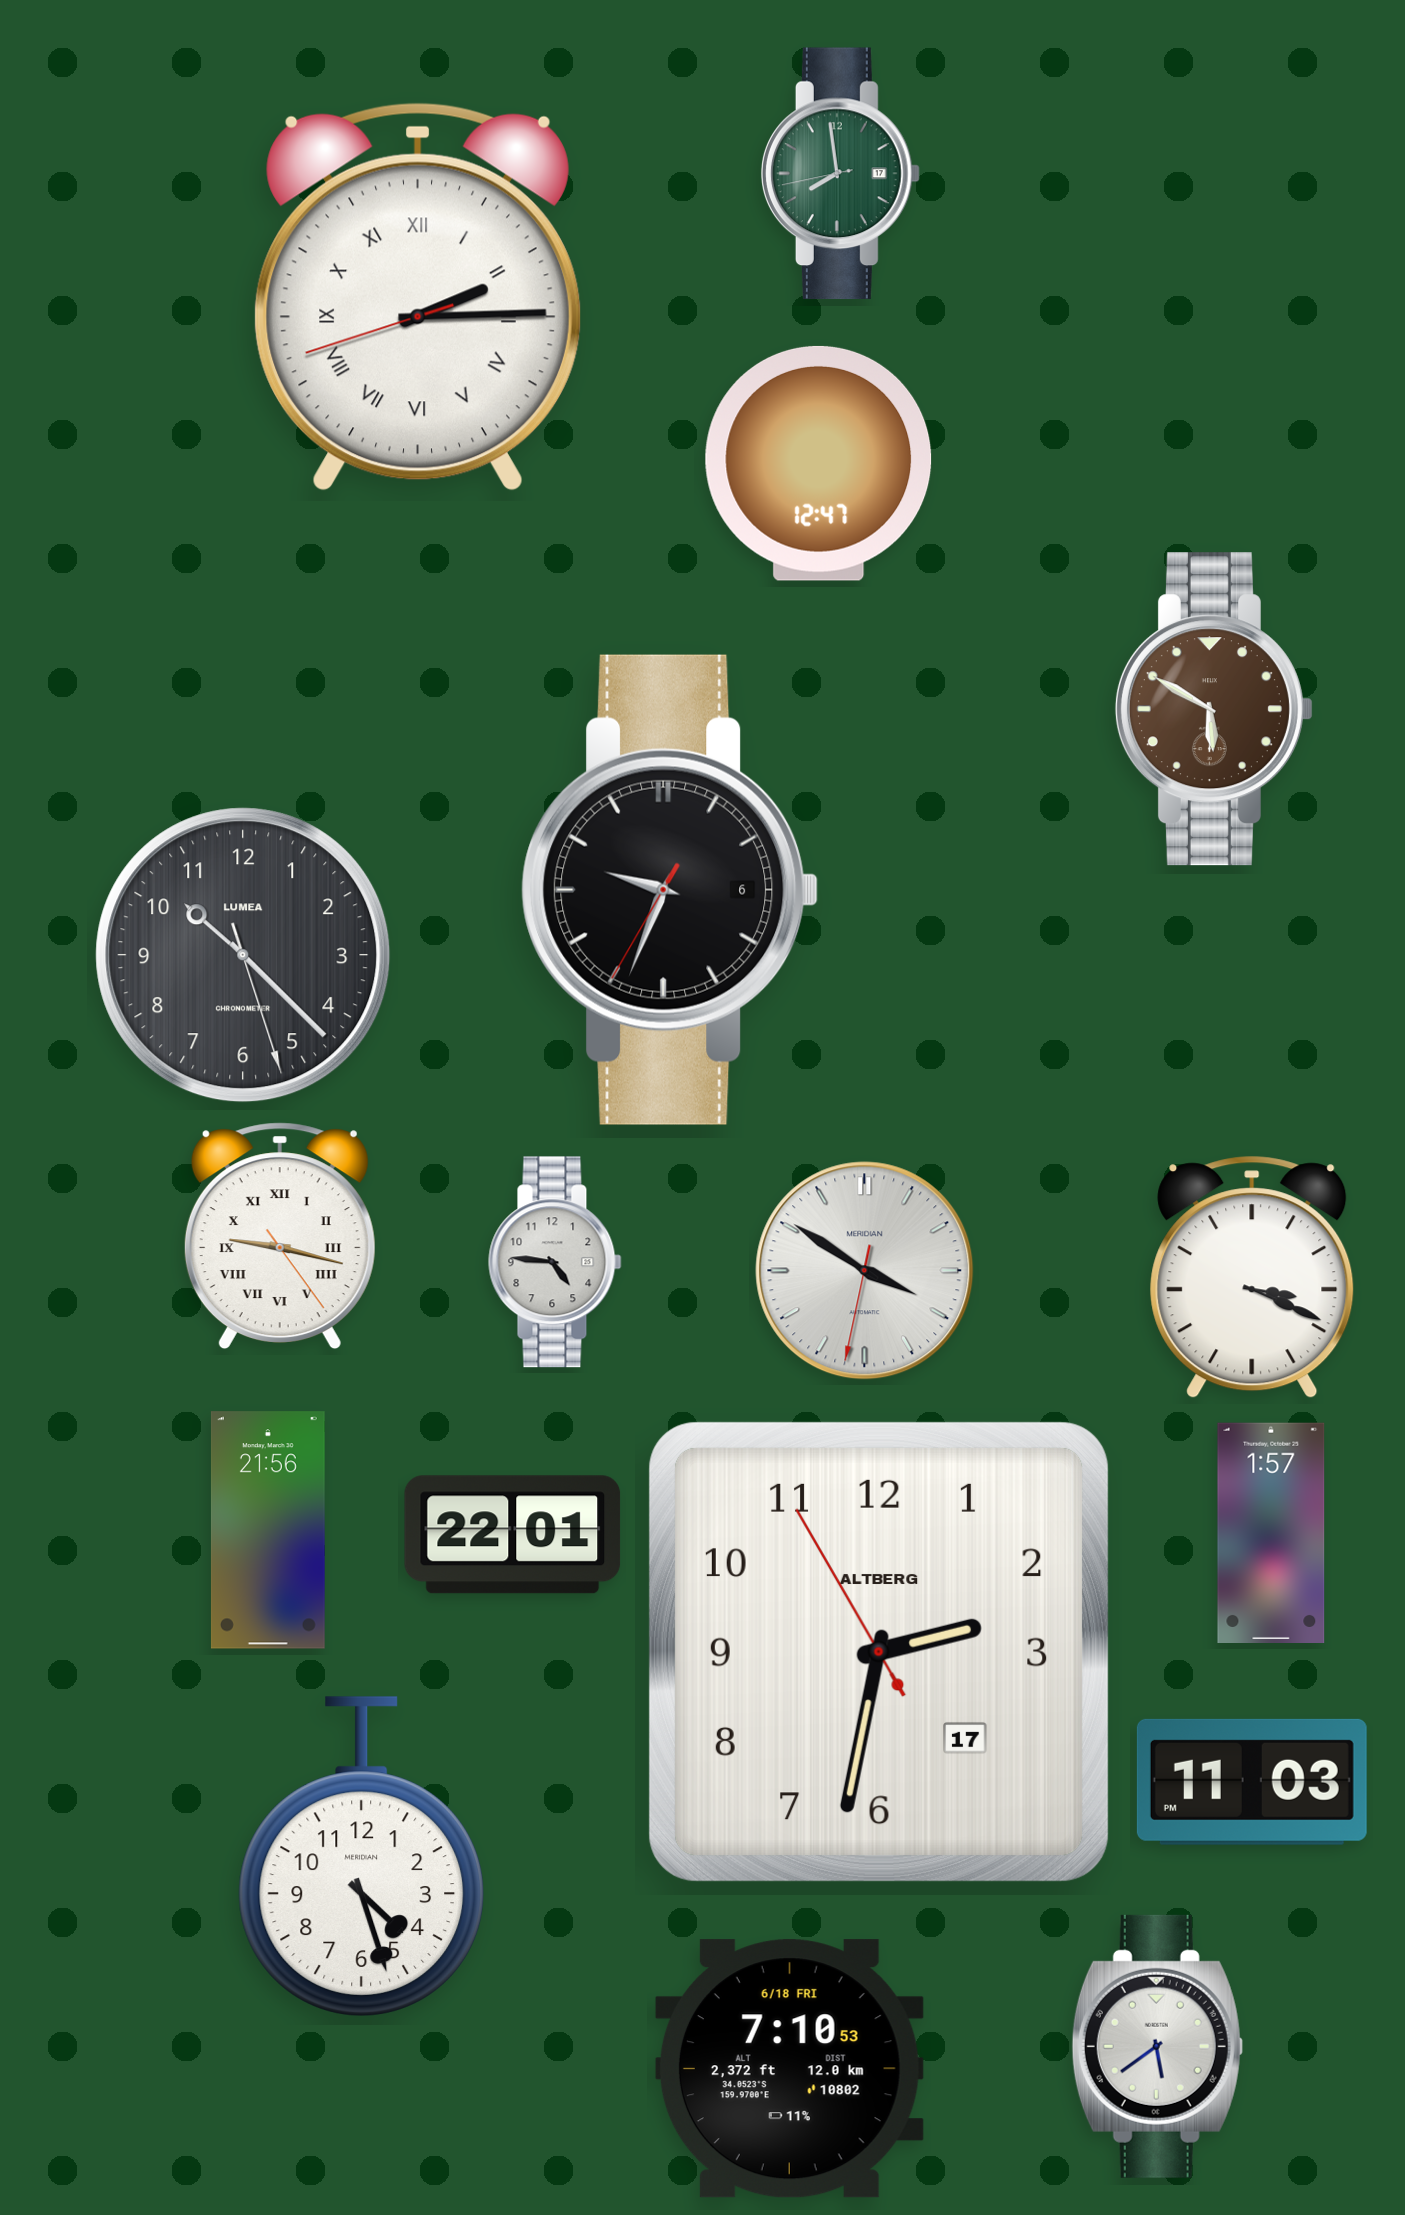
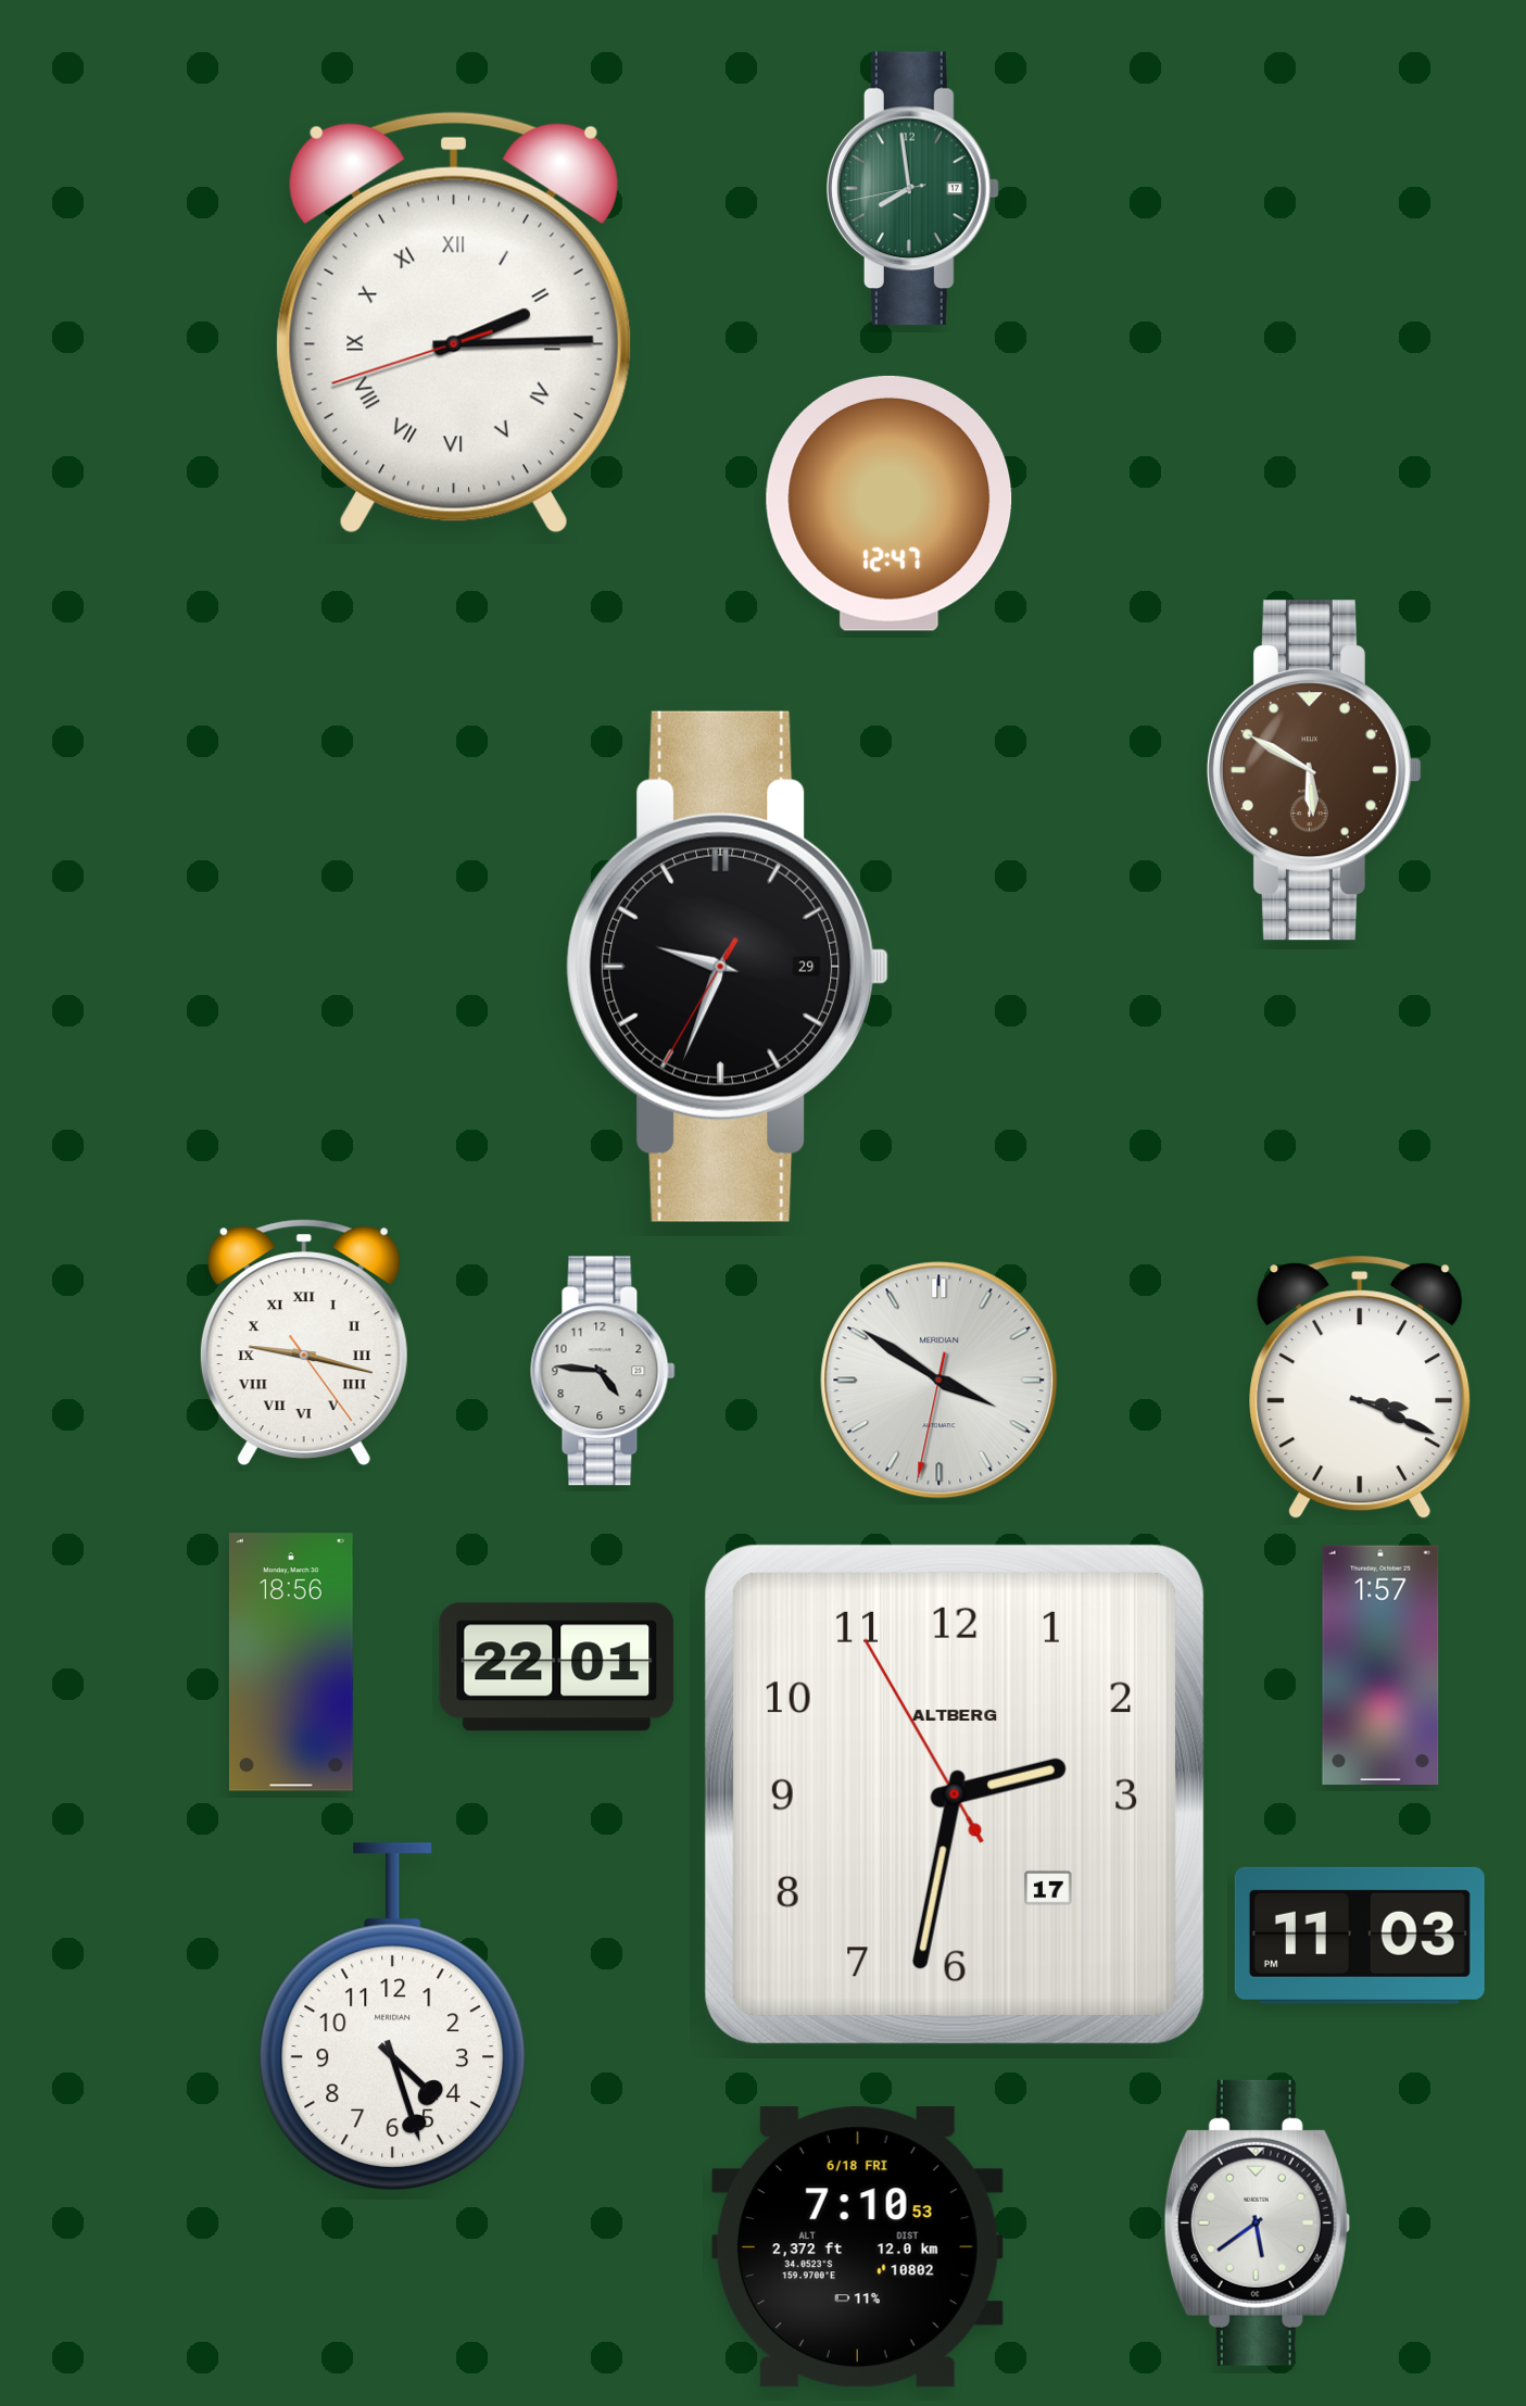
clock at (1214, 709) position: (1214, 709) -> (1314, 770)
clock at (670, 890) date: 6 -> 29
clock at (243, 955): 10:22 -> none
clock at (268, 1530): 21:56 -> 18:56
